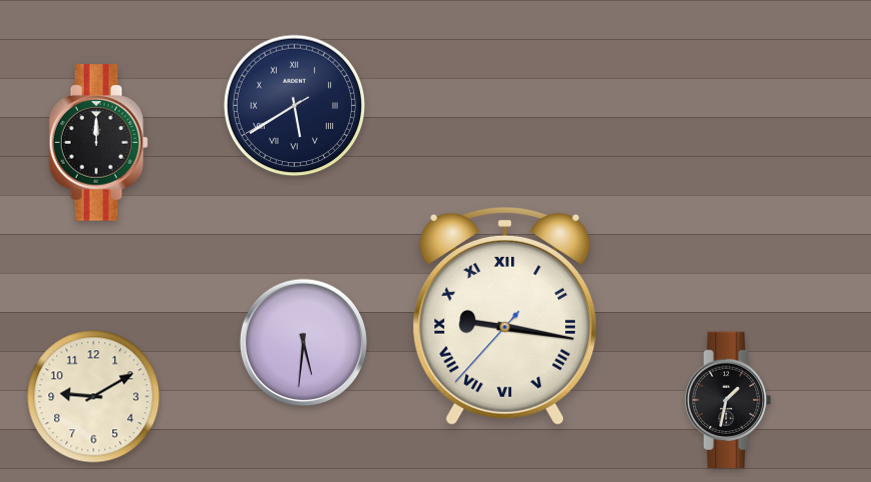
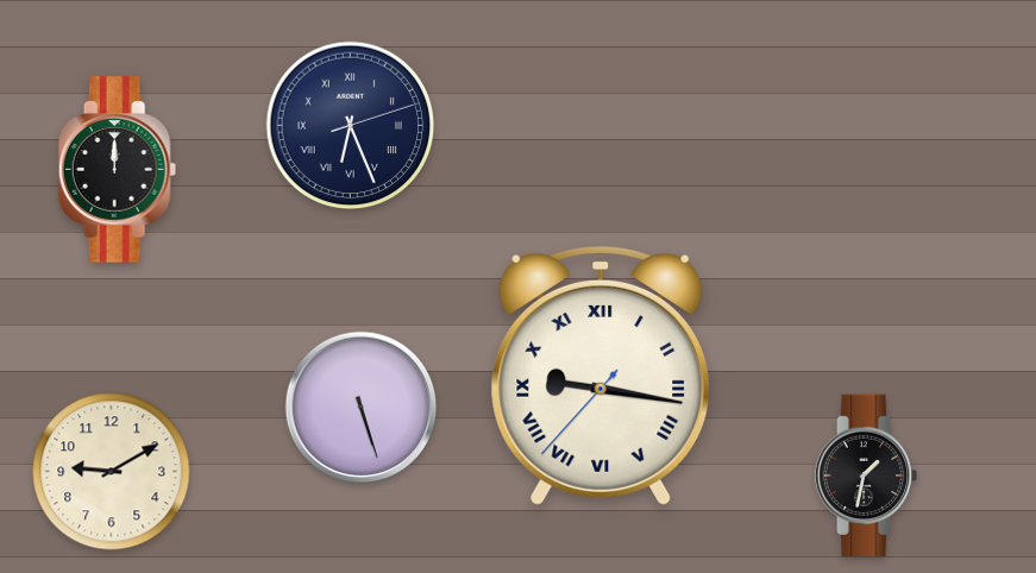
clock at (295, 106): 5:39 -> 6:26
clock at (304, 343): 5:31 -> 5:27
